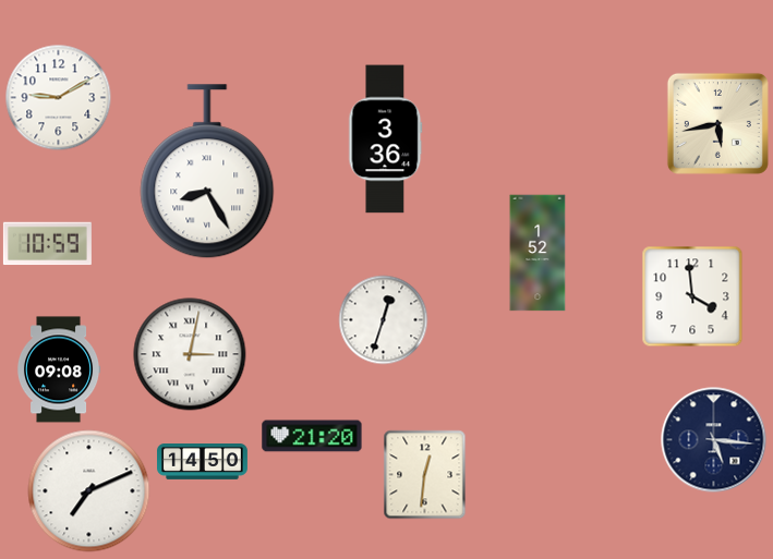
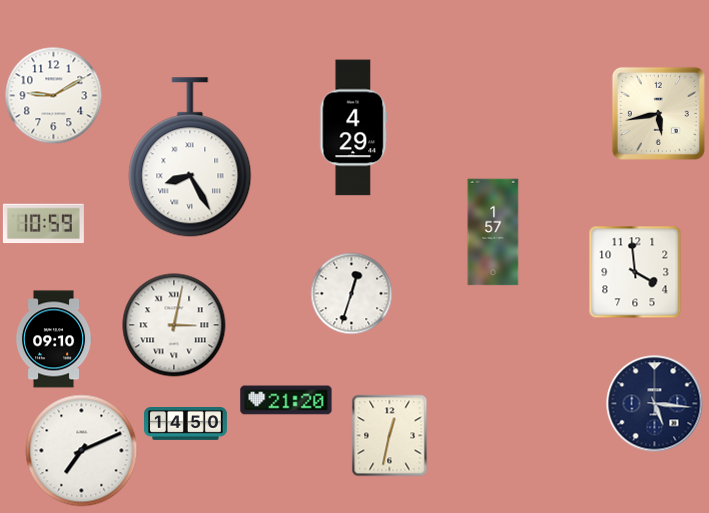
clock at (59, 98) position: (59, 98) -> (54, 96)
clock at (386, 139): 3:36 -> 4:29
clock at (538, 253): 1:52 -> 1:57
clock at (59, 369): 09:08 -> 09:10
clock at (425, 475): 12:31 -> 12:32
